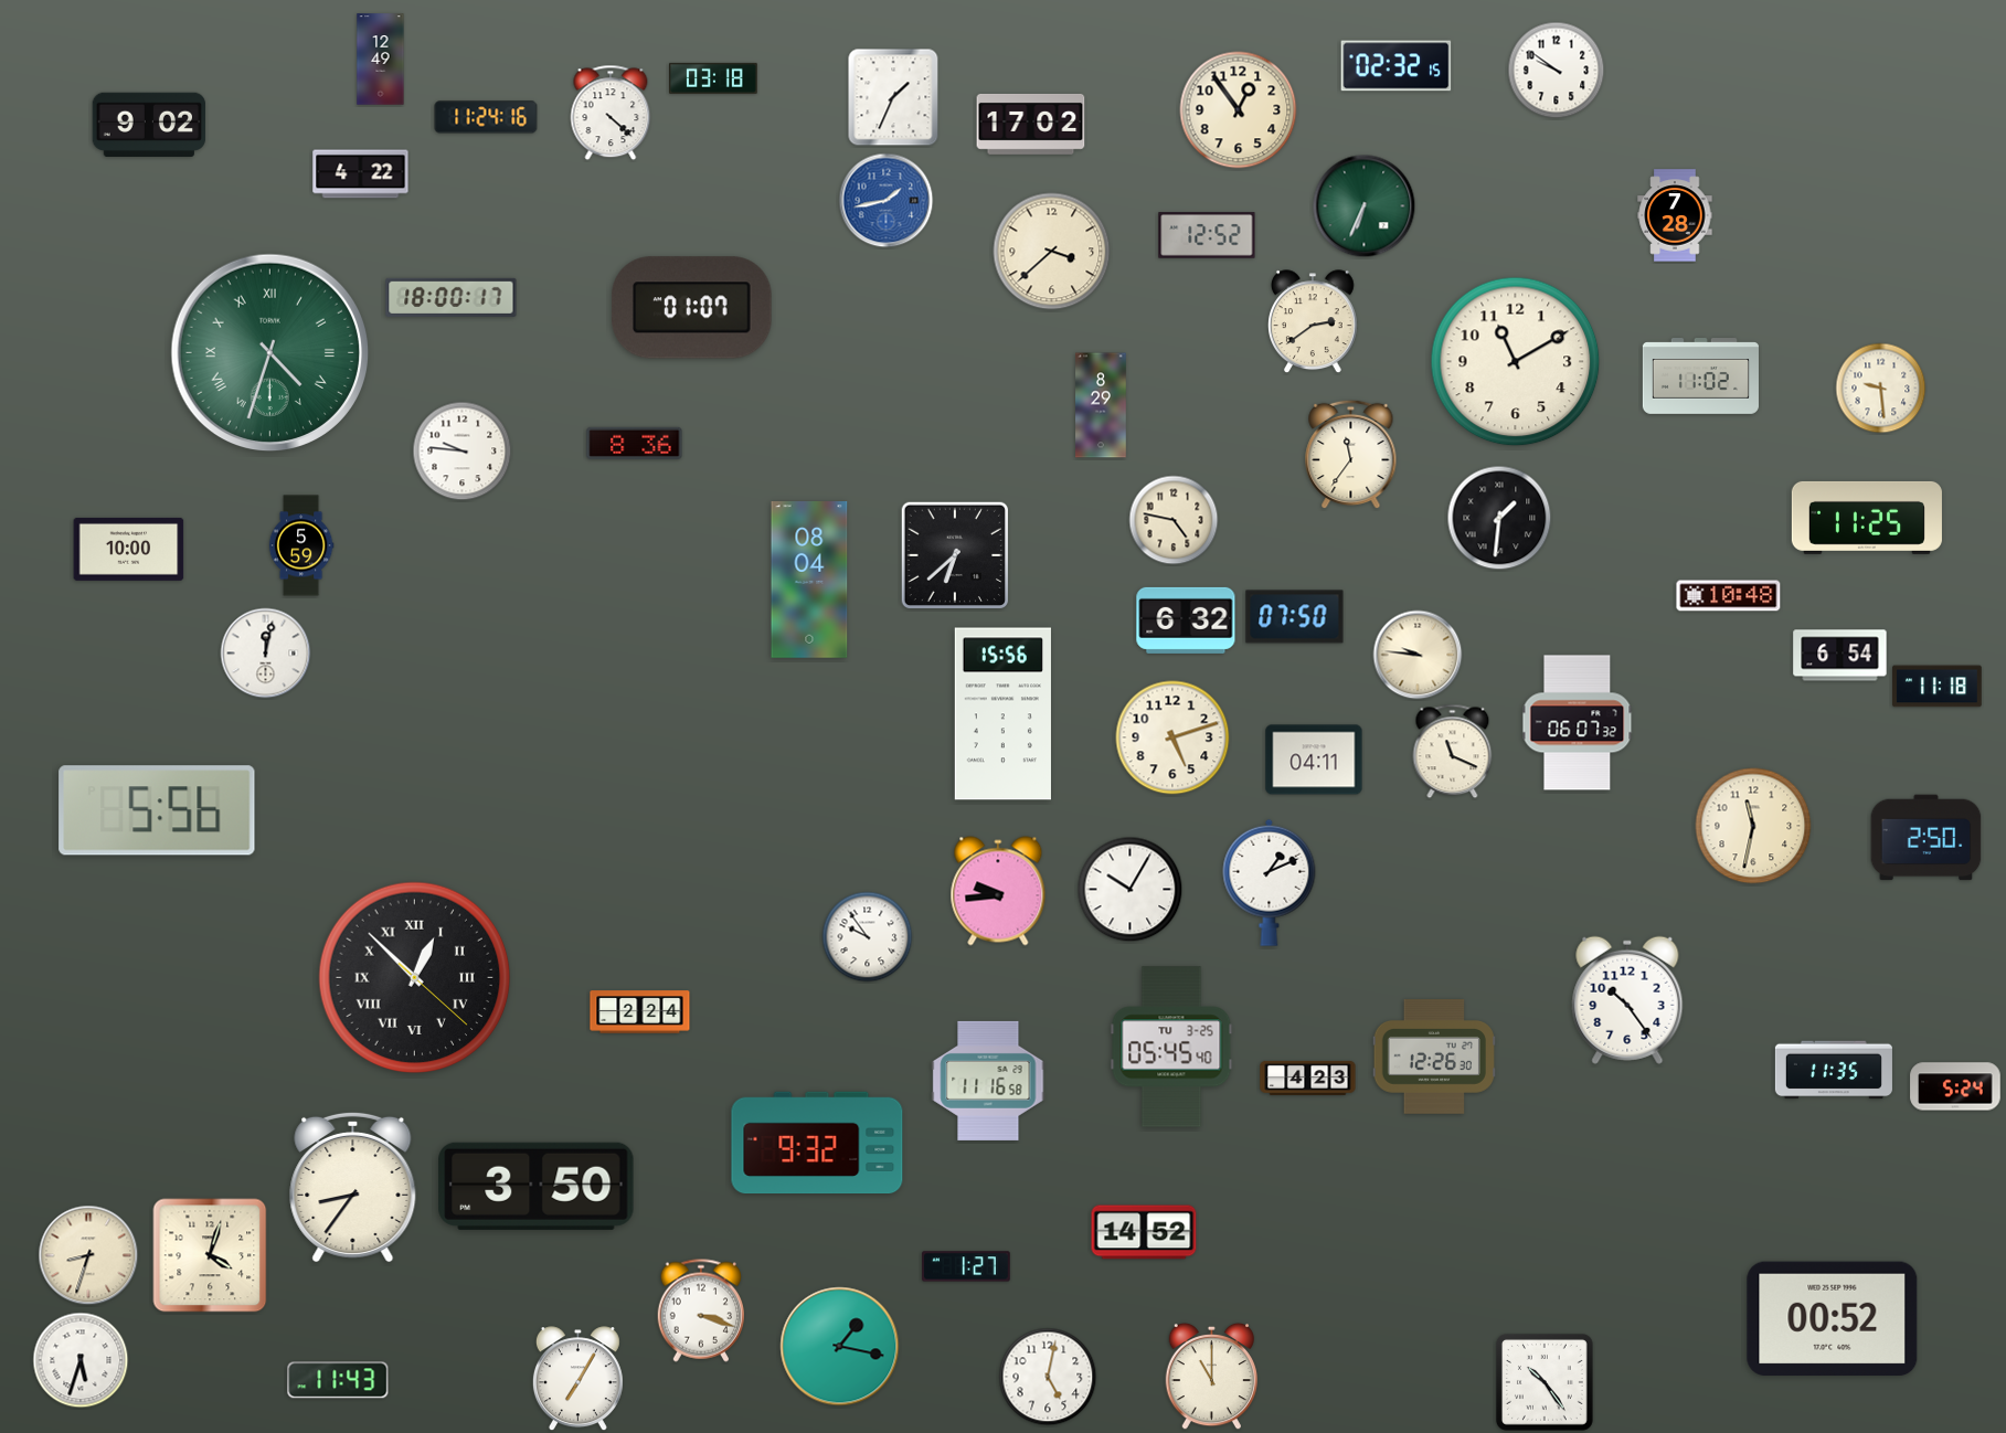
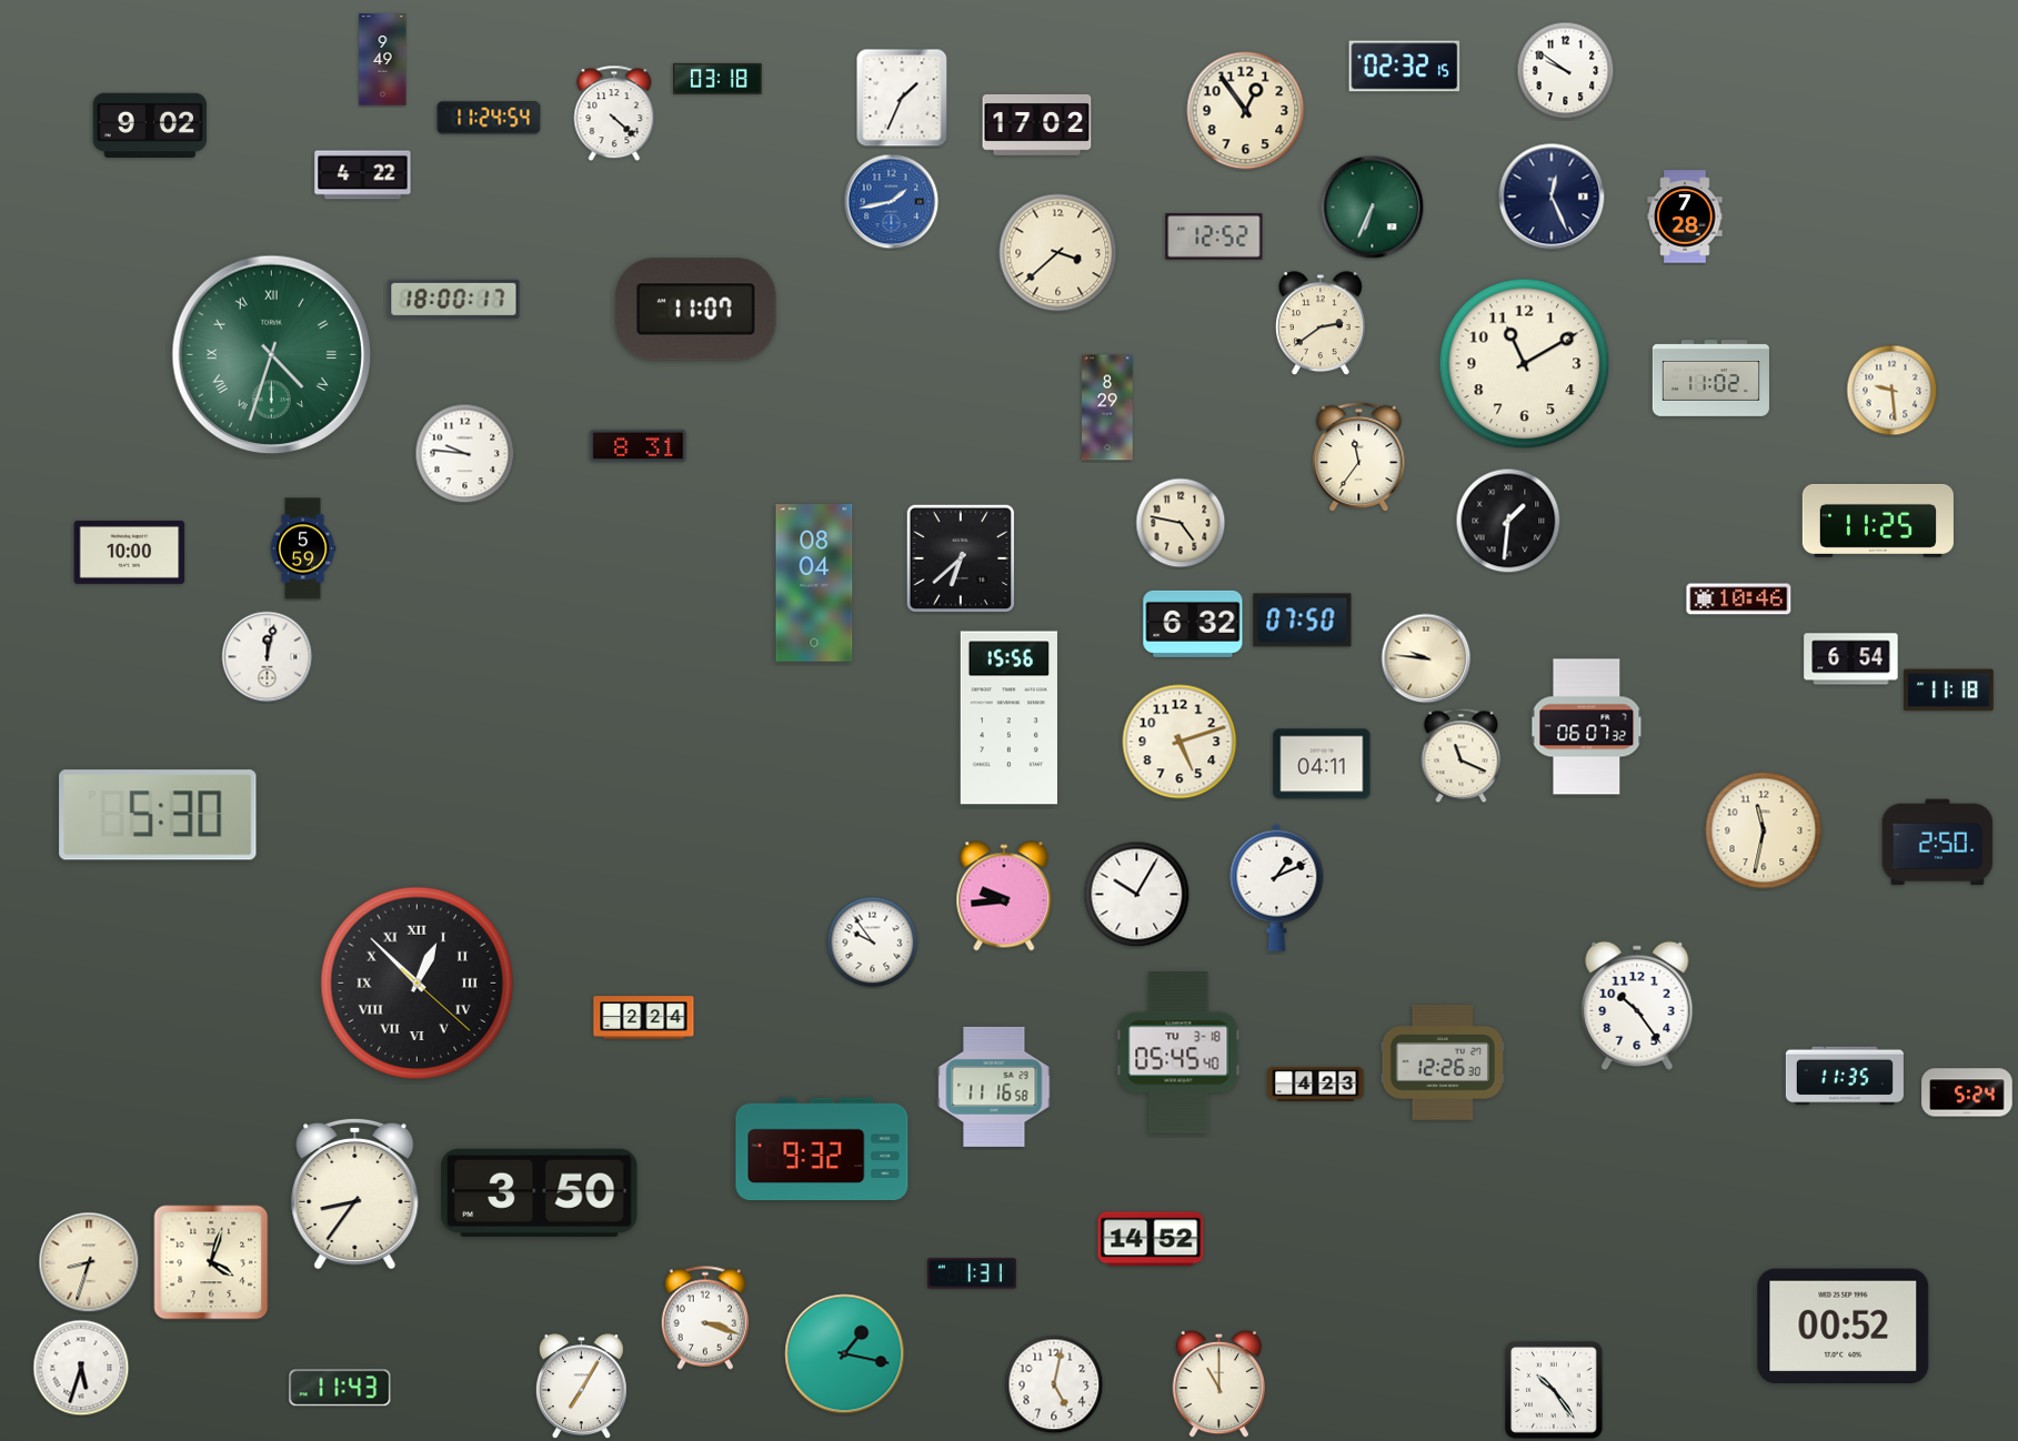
clock at (381, 60): 12:49 -> 9:49
clock at (893, 97) position: (893, 97) -> (902, 98)
clock at (486, 117): 11:24:16 -> 11:24:54
clock at (1552, 196): none -> 12:26
clock at (692, 308): 01:07 -> 11:07
clock at (635, 443): 8:36 -> 8:31
clock at (1729, 596): 10:48 -> 10:46
clock at (157, 810): 5:56 -> 5:30
clock at (1171, 1047) date: TU 3-25 -> TU 3-18
clock at (967, 1266): 1:27 -> 1:31
